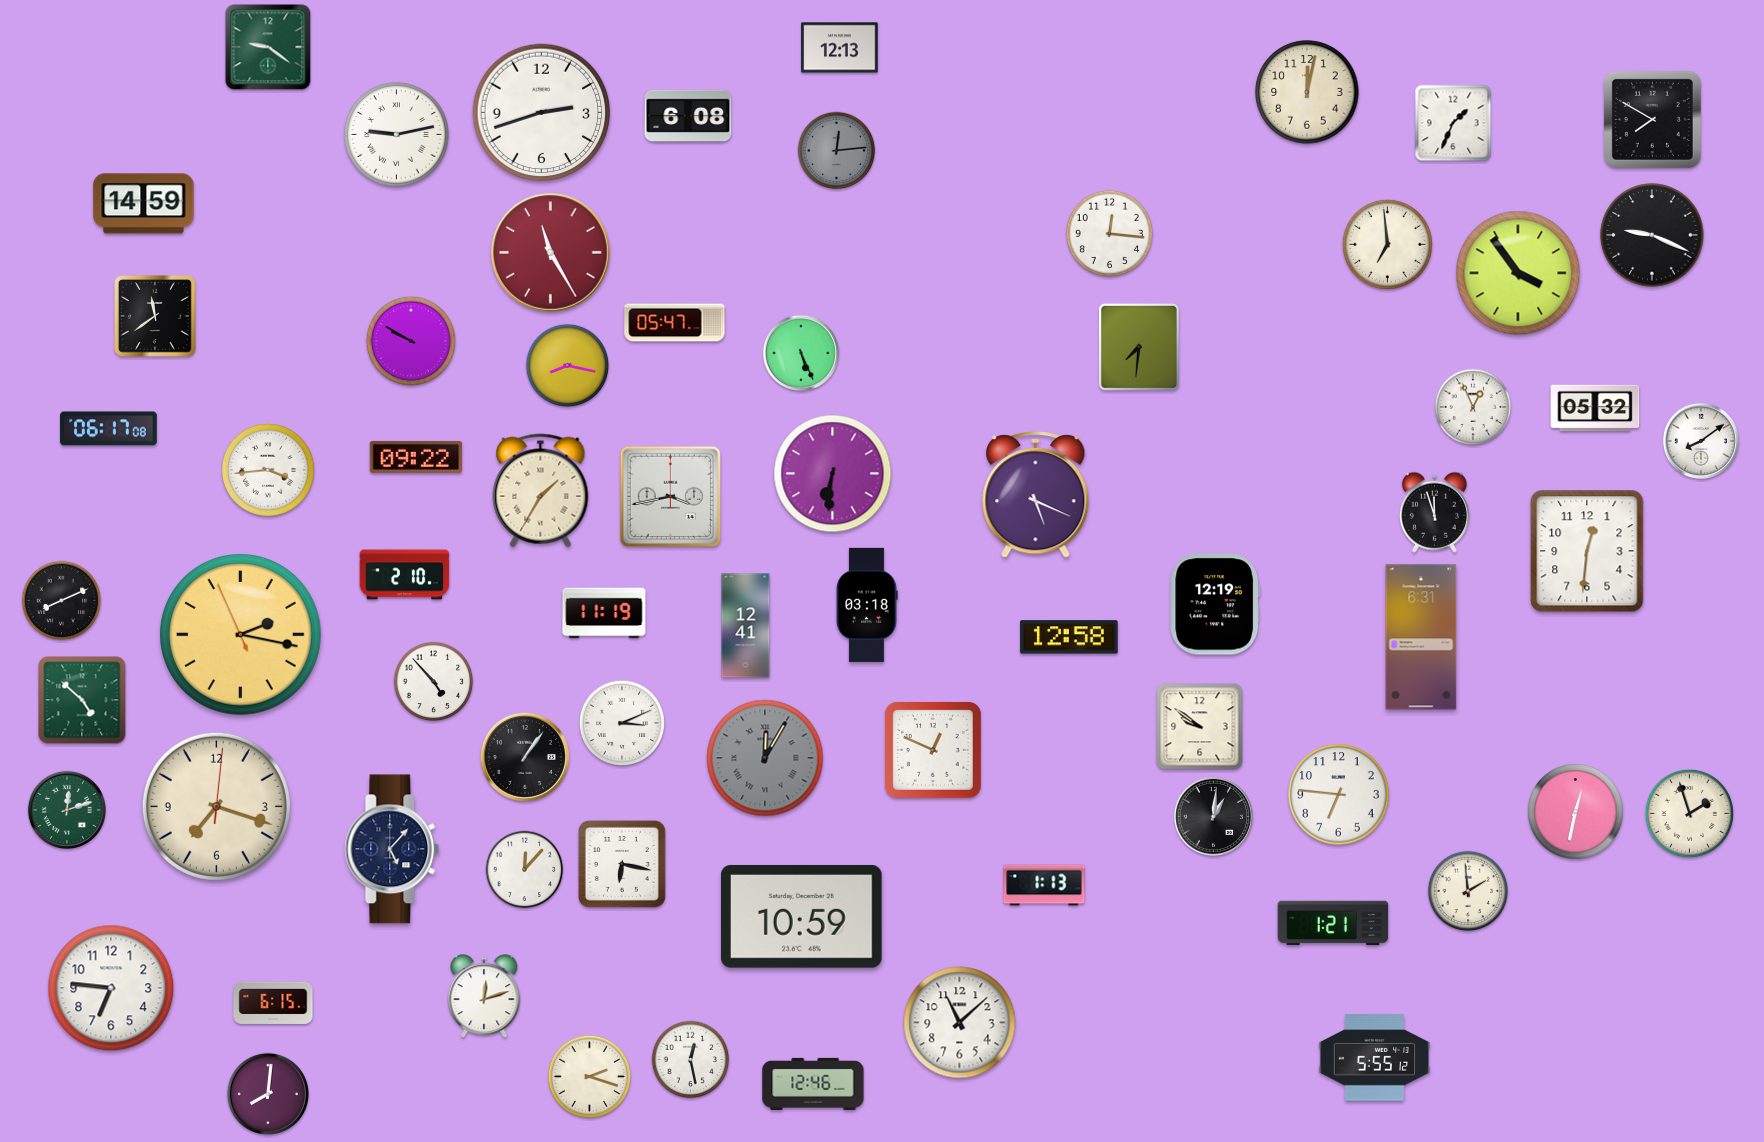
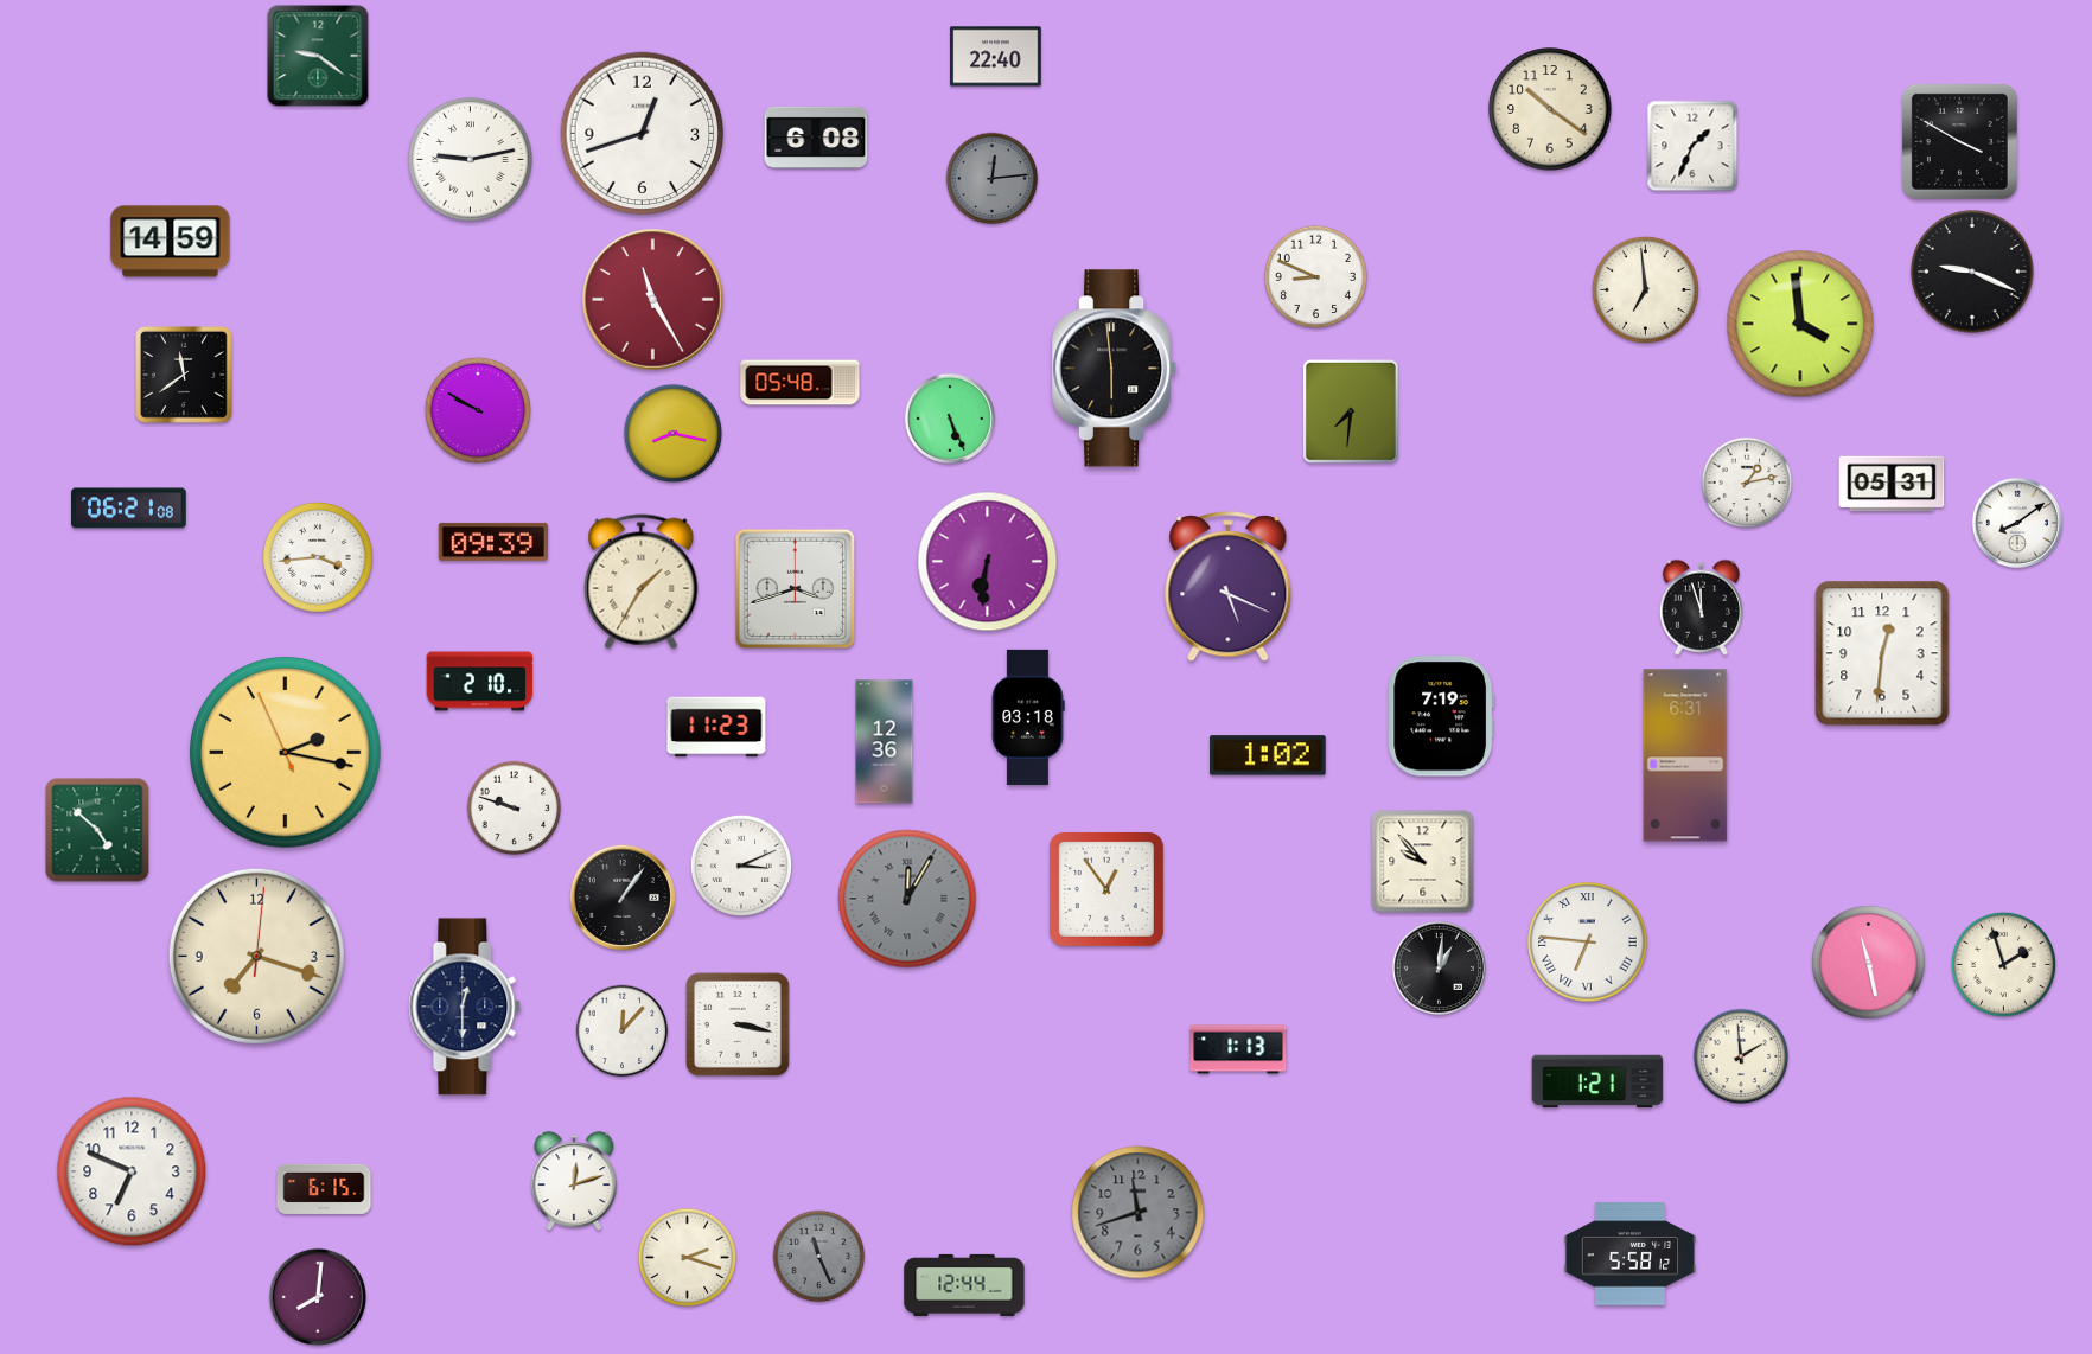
clock at (840, 48): 12:13 -> 22:40
clock at (1307, 92): 12:02 -> 10:21
clock at (542, 113): 2:42 -> 12:42
clock at (1652, 119): 7:50 -> 3:50
clock at (1453, 123) position: (1453, 123) -> (1692, 146)
clock at (1109, 233): 12:16 -> 8:49
clock at (1652, 235) position: (1652, 235) -> (1972, 272)
clock at (1518, 273): 3:54 -> 3:59
clock at (1115, 369): none -> 5:59
clock at (675, 323): 05:47 -> 05:48
clock at (411, 341) position: (411, 341) -> (478, 410)
clock at (1473, 407): 12:56 -> 1:13
clock at (1595, 408): 05:32 -> 05:31
clock at (109, 429): 06:17 -> 06:21
clock at (416, 457): 09:22 -> 09:39
clock at (671, 497): 3:43 -> 3:42
clock at (62, 601): 8:11 -> none
clock at (1214, 604): 12:19 -> 7:19
clock at (604, 613): 11:19 -> 11:23
clock at (746, 626): 12:41 -> 12:36
clock at (1069, 637): 12:58 -> 1:02
clock at (434, 682): 4:53 -> 9:48
clock at (621, 722) position: (621, 722) -> (740, 864)
clock at (1200, 727): 9:51 -> 9:53
clock at (933, 750): 12:49 -> 12:54
clock at (1339, 795) numerals: Arabic -> Roman
clock at (66, 809): 12:12 -> none
clock at (1575, 811): 12:32 -> 11:28
clock at (392, 849): 5:07 -> 12:30
clock at (622, 864): 6:17 -> 3:17
clock at (801, 917): 10:59 -> none
clock at (1333, 923) position: (1333, 923) -> (1597, 1081)
clock at (111, 988): 6:46 -> 6:49
clock at (960, 1023): 11:08 -> 11:42
clock at (960, 1023) dial: white -> grey
clock at (1375, 1058): 5:55 -> 5:58
clock at (691, 1060): 12:28 -> 11:26
clock at (691, 1060) dial: white -> grey
clock at (590, 1077) position: (590, 1077) -> (688, 1258)
clock at (813, 1084): 12:46 -> 12:44
